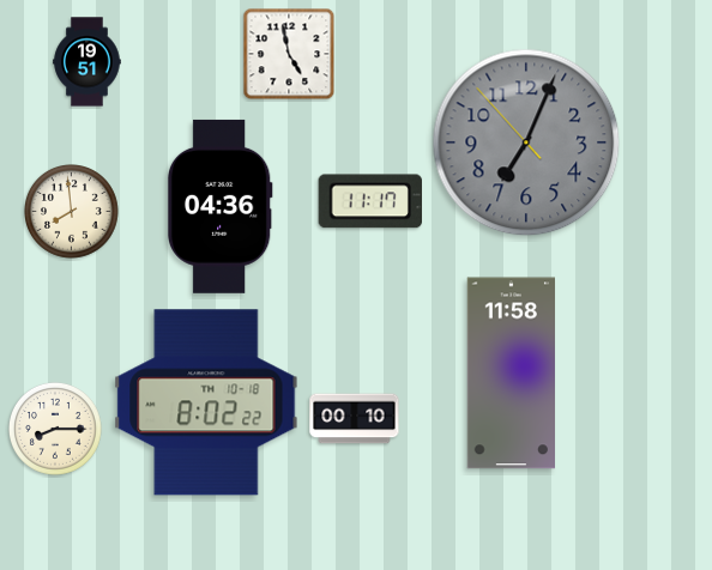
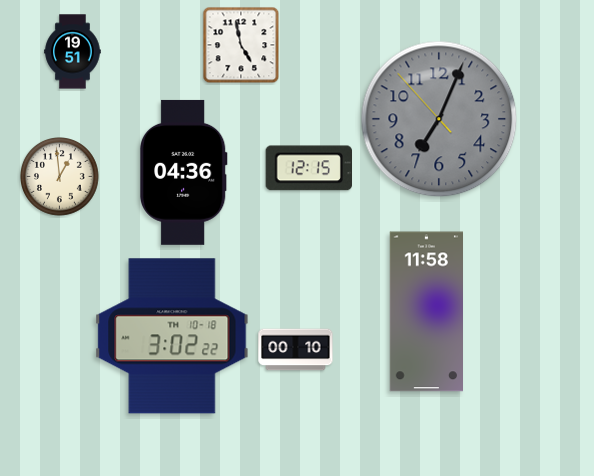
clock at (369, 201): 11:17 -> 12:15
clock at (72, 212): 7:59 -> 12:59
clock at (206, 402): 8:02 -> 3:02
clock at (56, 430): 8:15 -> none
